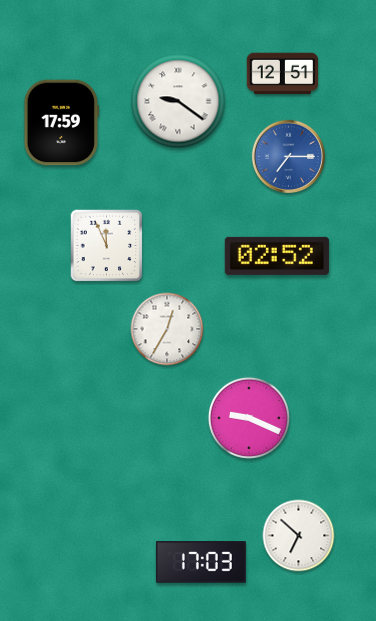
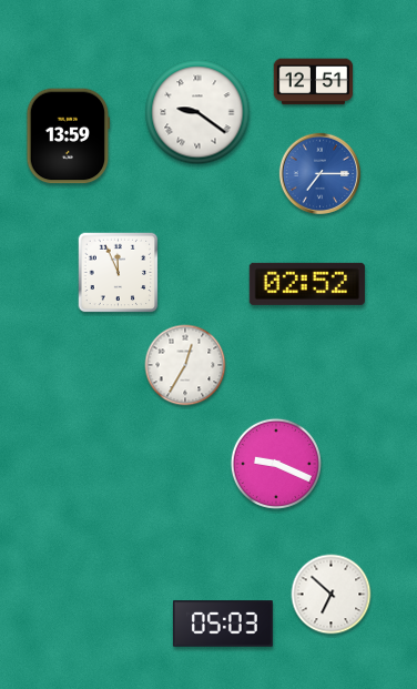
clock at (62, 123): 17:59 -> 13:59
clock at (201, 562): 17:03 -> 05:03
